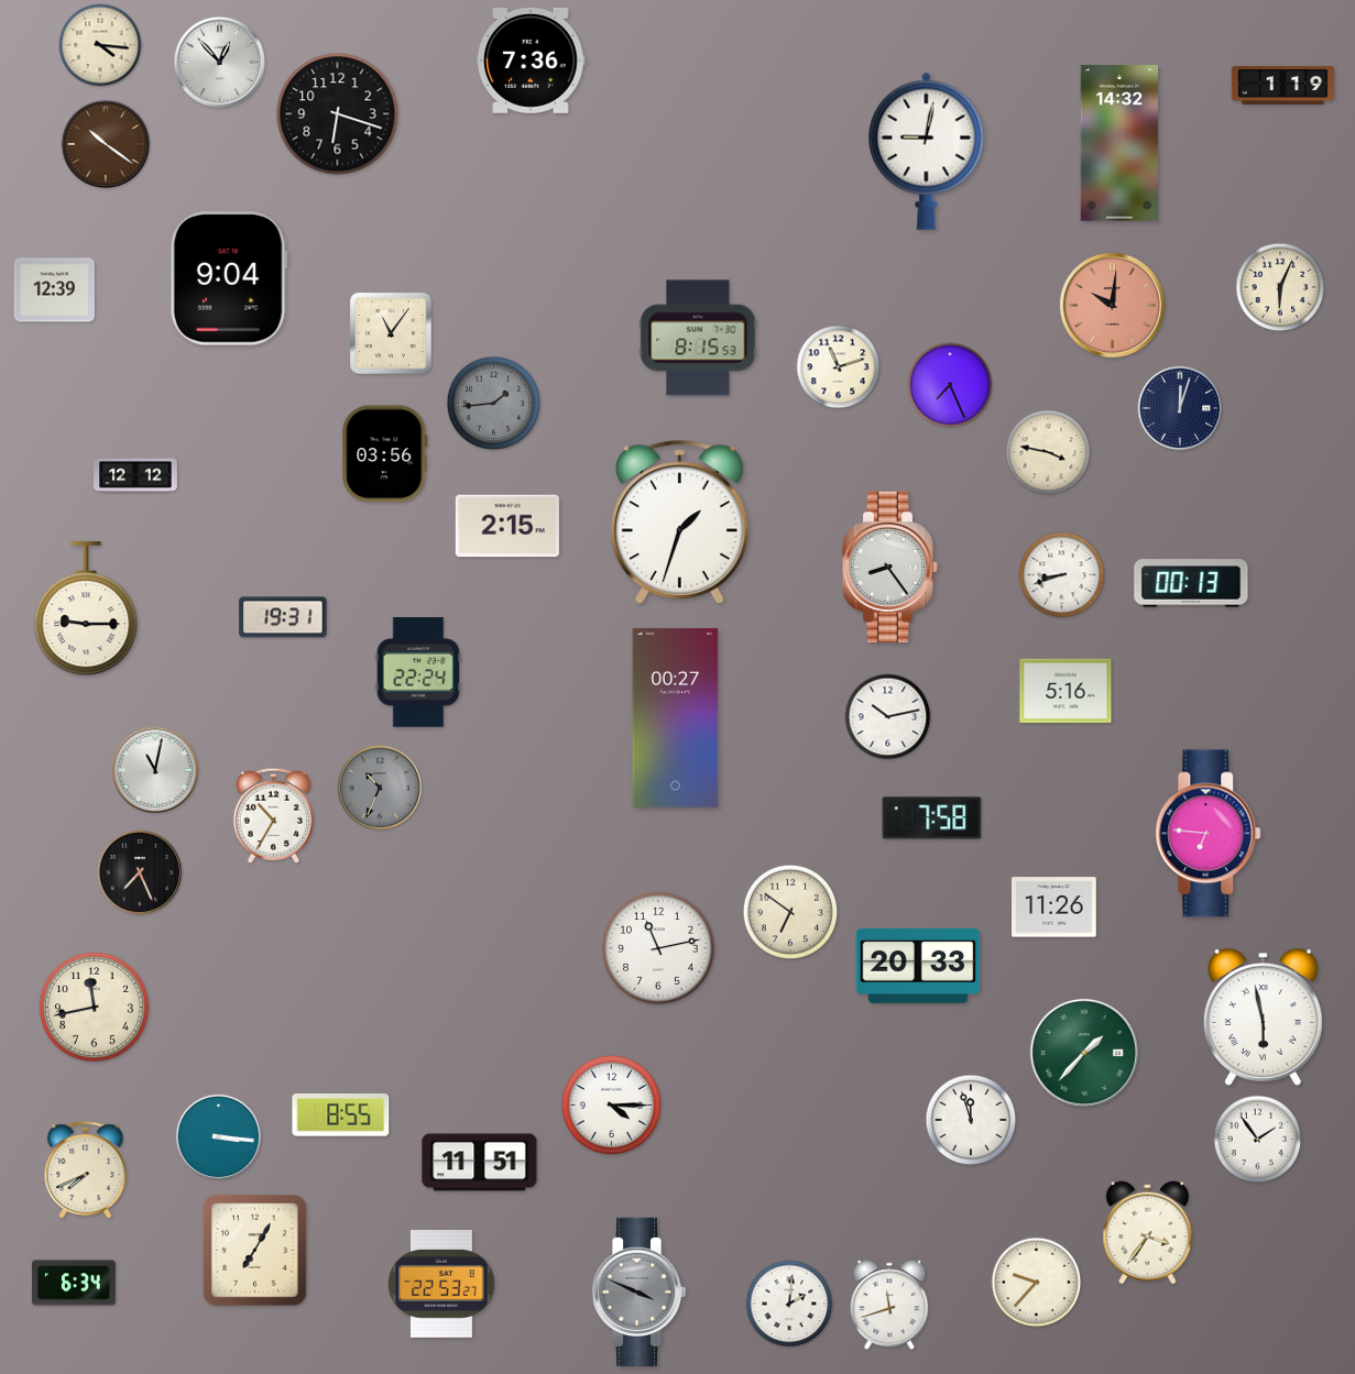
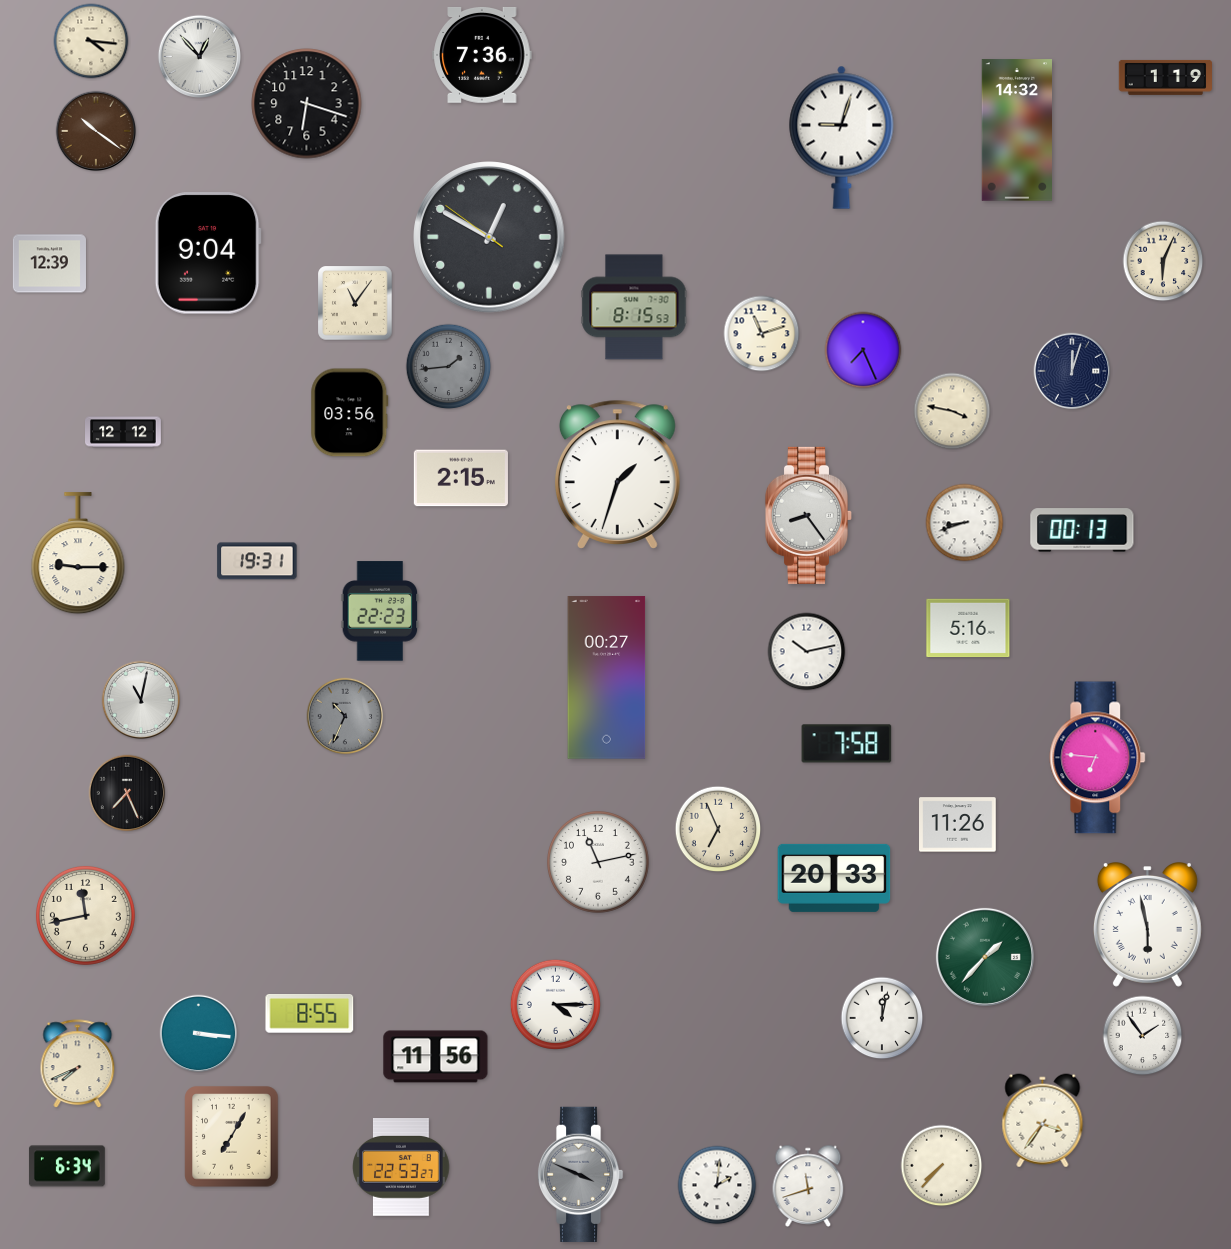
clock at (927, 151): 9:02 -> 9:03
clock at (489, 237): none -> 12:49
clock at (1112, 305): 10:01 -> none
clock at (418, 672): 22:24 -> 22:23
clock at (676, 718) position: (676, 718) -> (607, 678)
clock at (274, 815): 10:35 -> none
clock at (790, 912): 6:51 -> 6:56
clock at (971, 1120): 11:57 -> 12:02
clock at (480, 1163): 11:51 -> 11:56
clock at (1037, 1283): 9:37 -> 7:37
